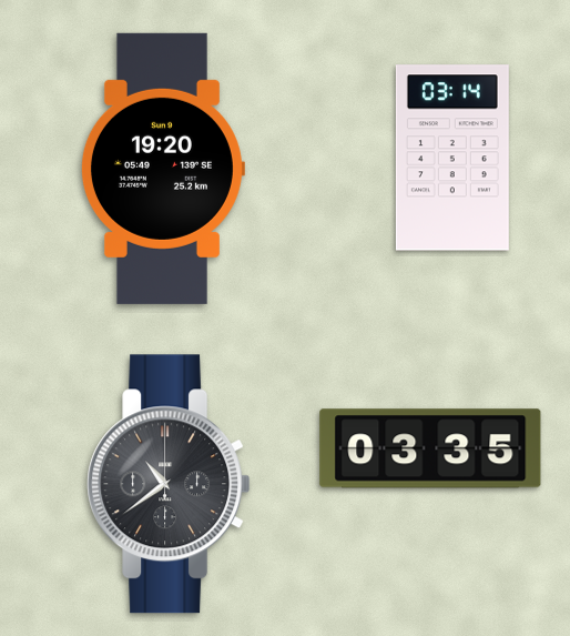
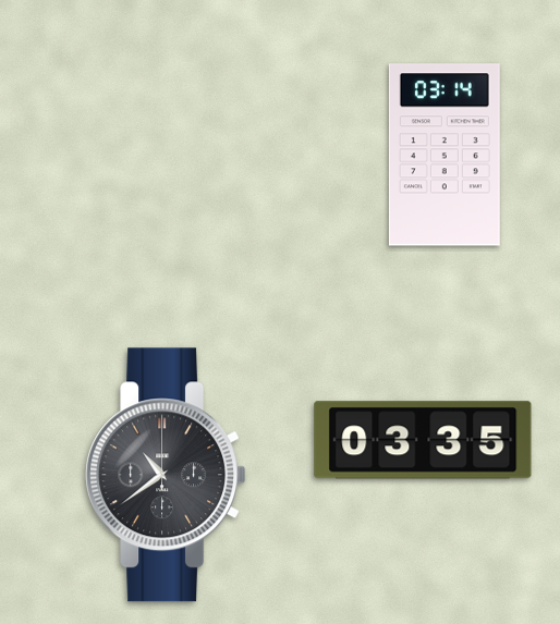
clock at (162, 169): 19:20 -> none
